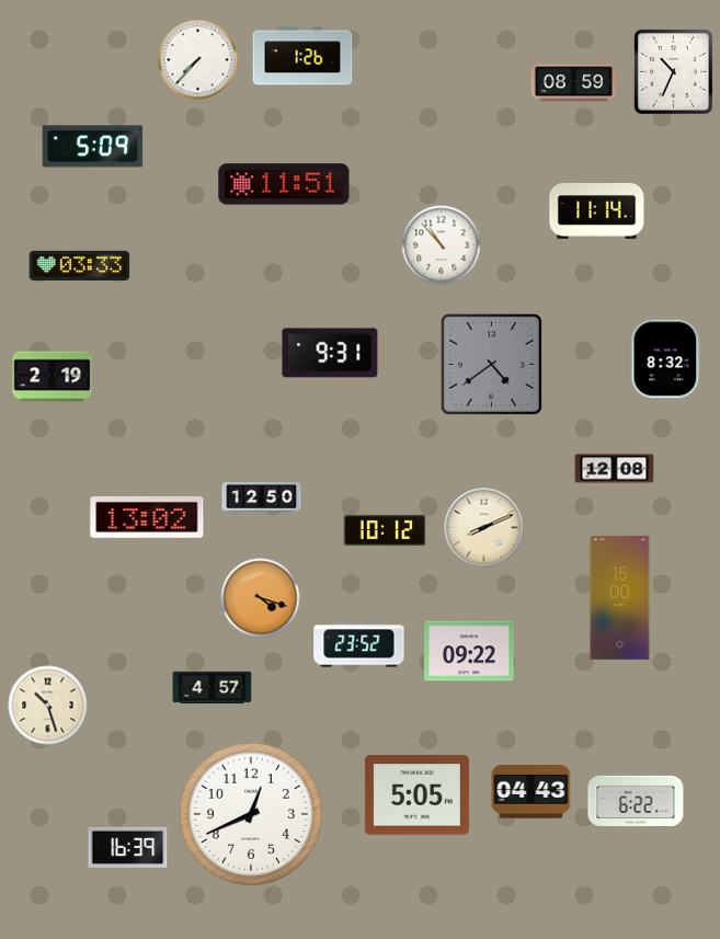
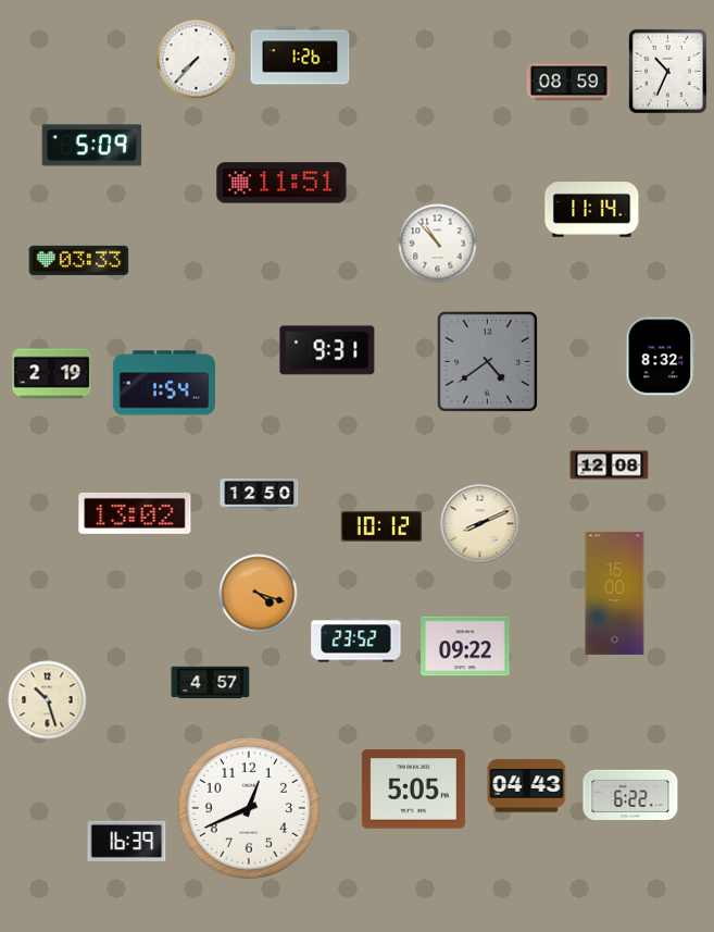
clock at (80, 265) position: (80, 265) -> (79, 260)
clock at (164, 383): none -> 1:54
clock at (147, 517) position: (147, 517) -> (135, 513)
